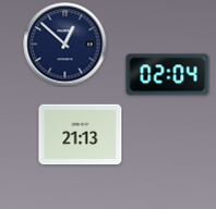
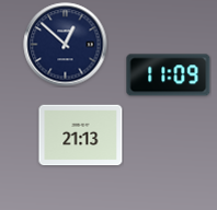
clock at (168, 75): 02:04 -> 11:09
